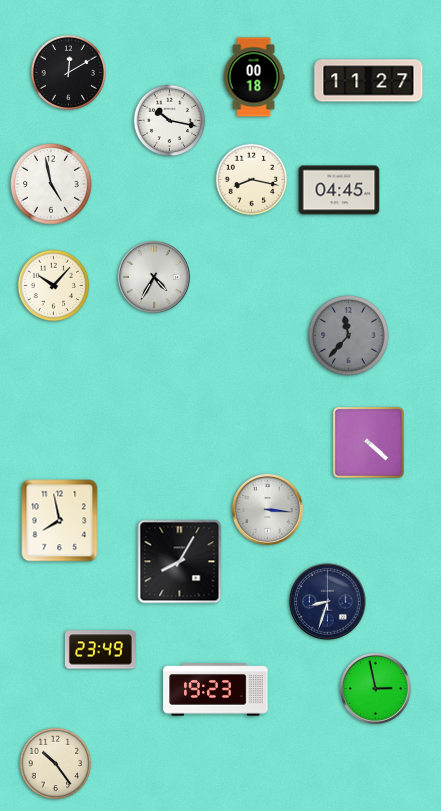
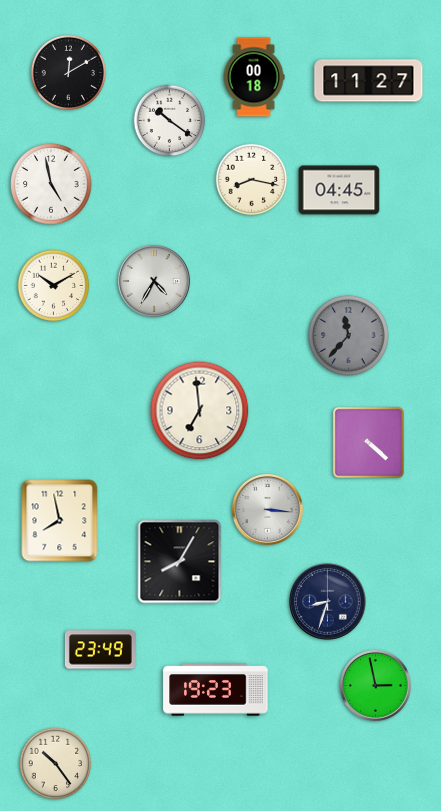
clock at (170, 121): 10:17 -> 10:21
clock at (154, 277) position: (154, 277) -> (154, 281)
clock at (54, 286): 10:07 -> 10:10
clock at (200, 411): none -> 6:59
clock at (375, 688) position: (375, 688) -> (375, 685)
